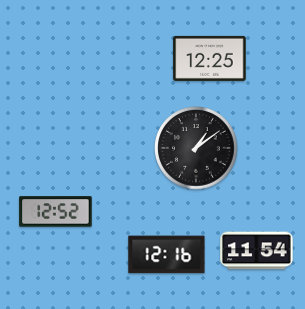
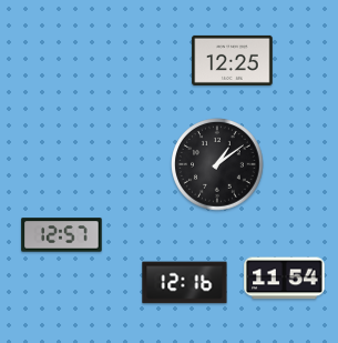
clock at (210, 58) position: (210, 58) -> (233, 60)
clock at (56, 212): 12:52 -> 12:57
